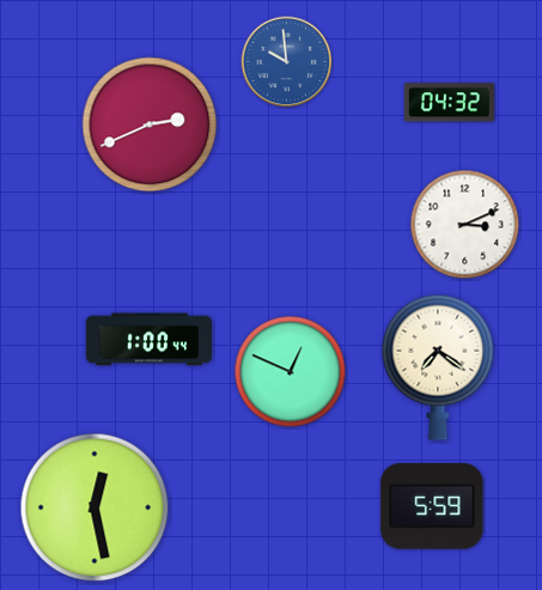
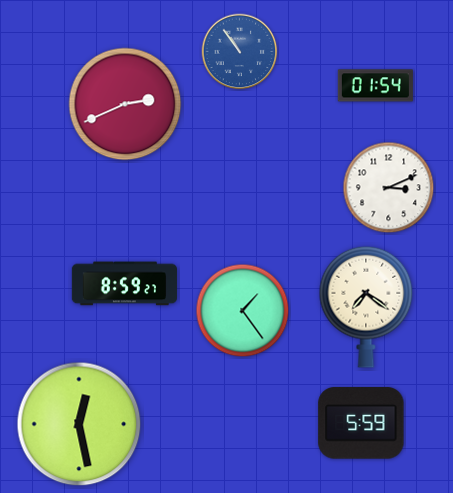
clock at (287, 62): 9:59 -> 10:54
clock at (449, 103): 04:32 -> 01:54
clock at (148, 340): 1:00 -> 8:59
clock at (291, 372): 12:49 -> 1:24
